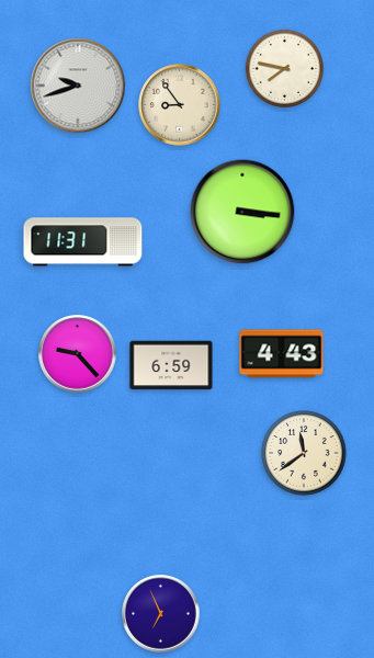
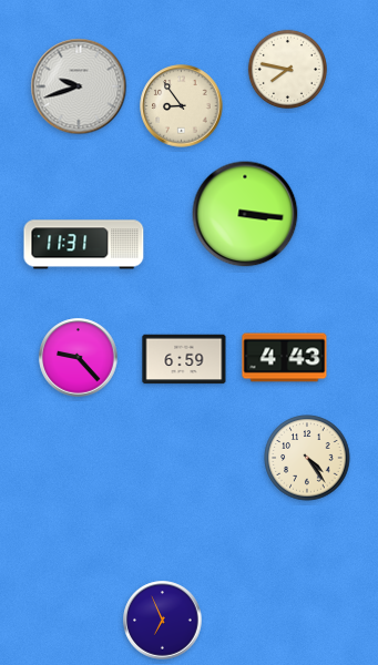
clock at (171, 365) position: (171, 365) -> (184, 359)
clock at (304, 453): 11:39 -> 4:24
